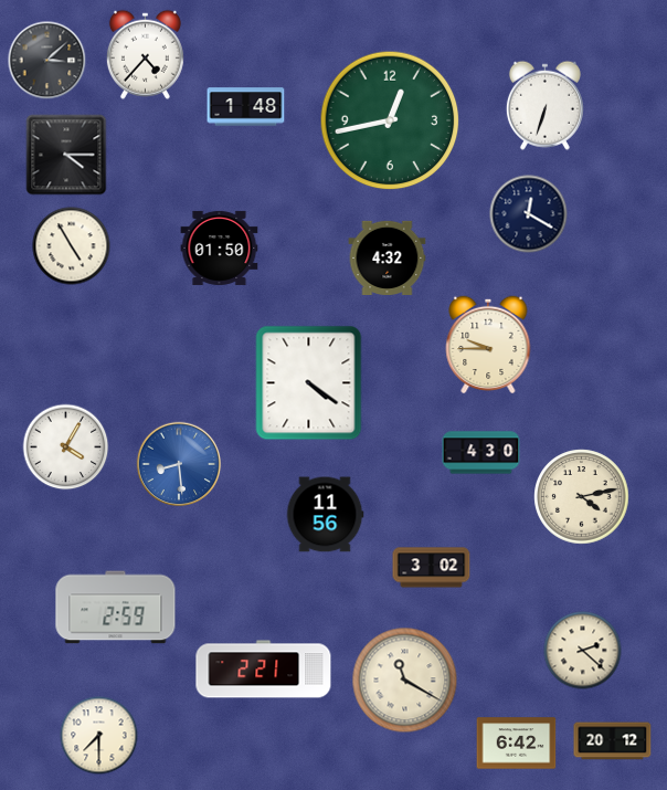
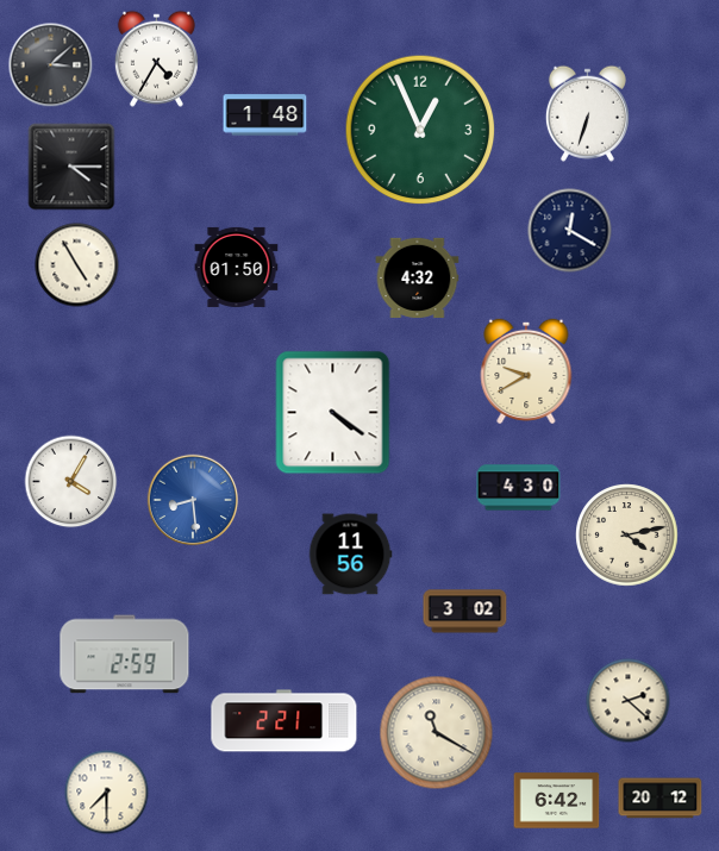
clock at (145, 54): 4:37 -> 4:35
clock at (390, 120): 12:43 -> 12:56
clock at (488, 345): 9:45 -> 9:40
